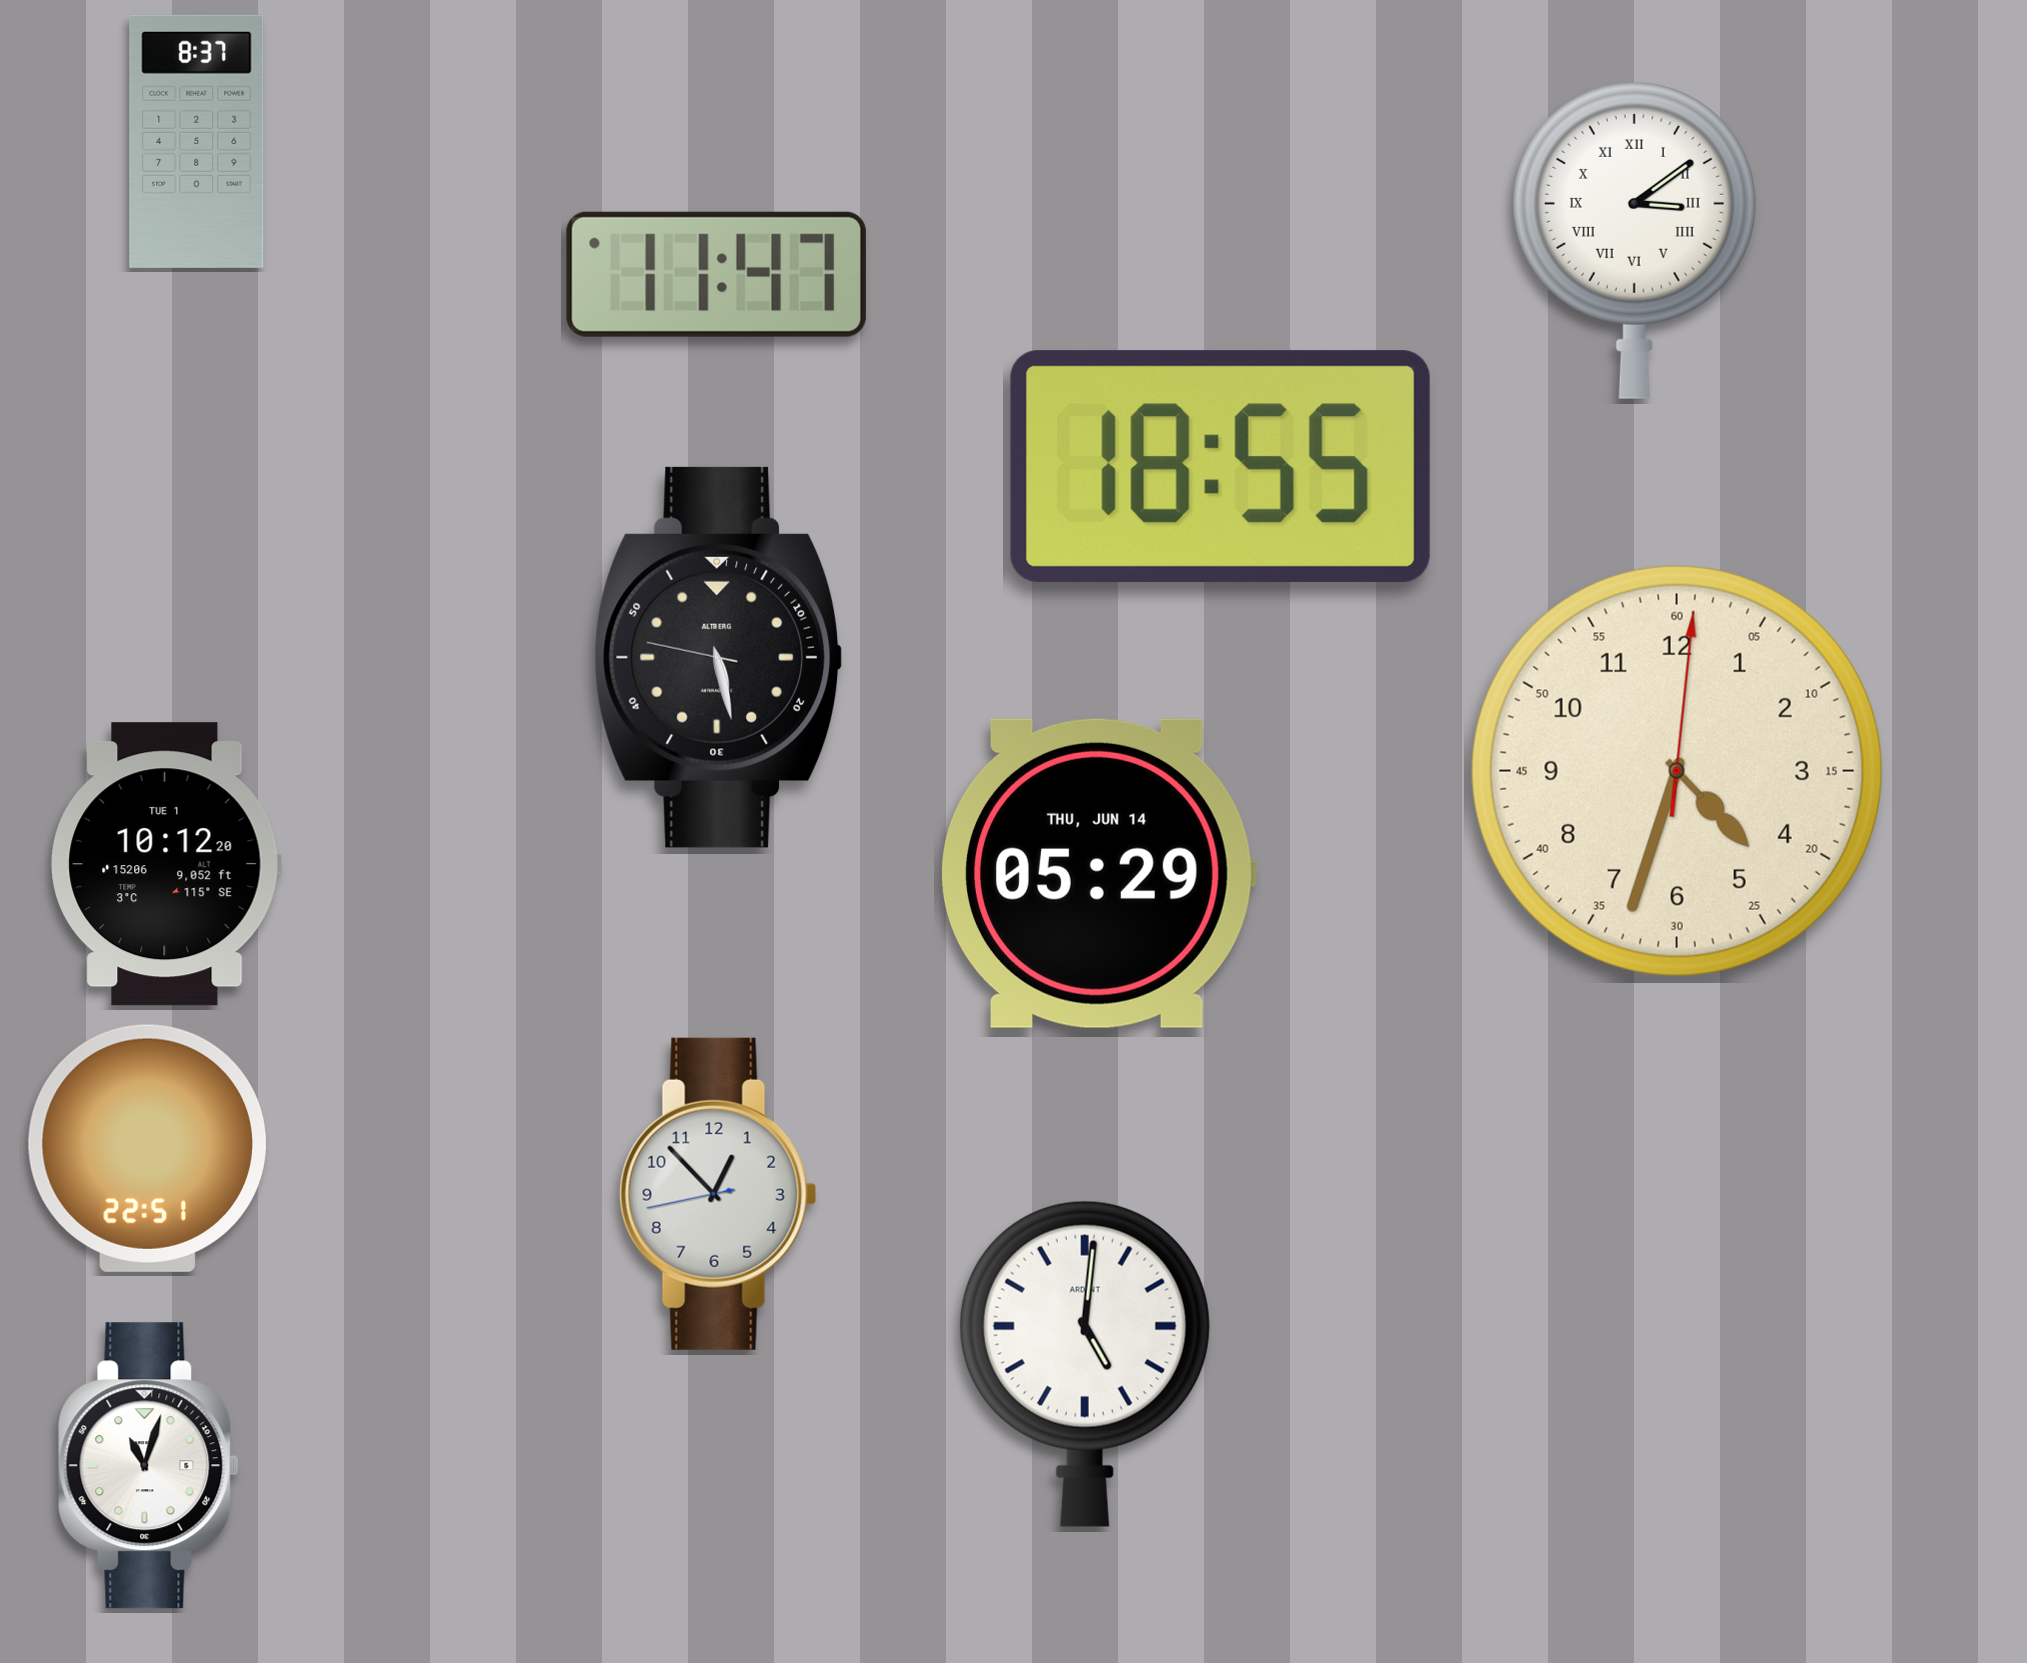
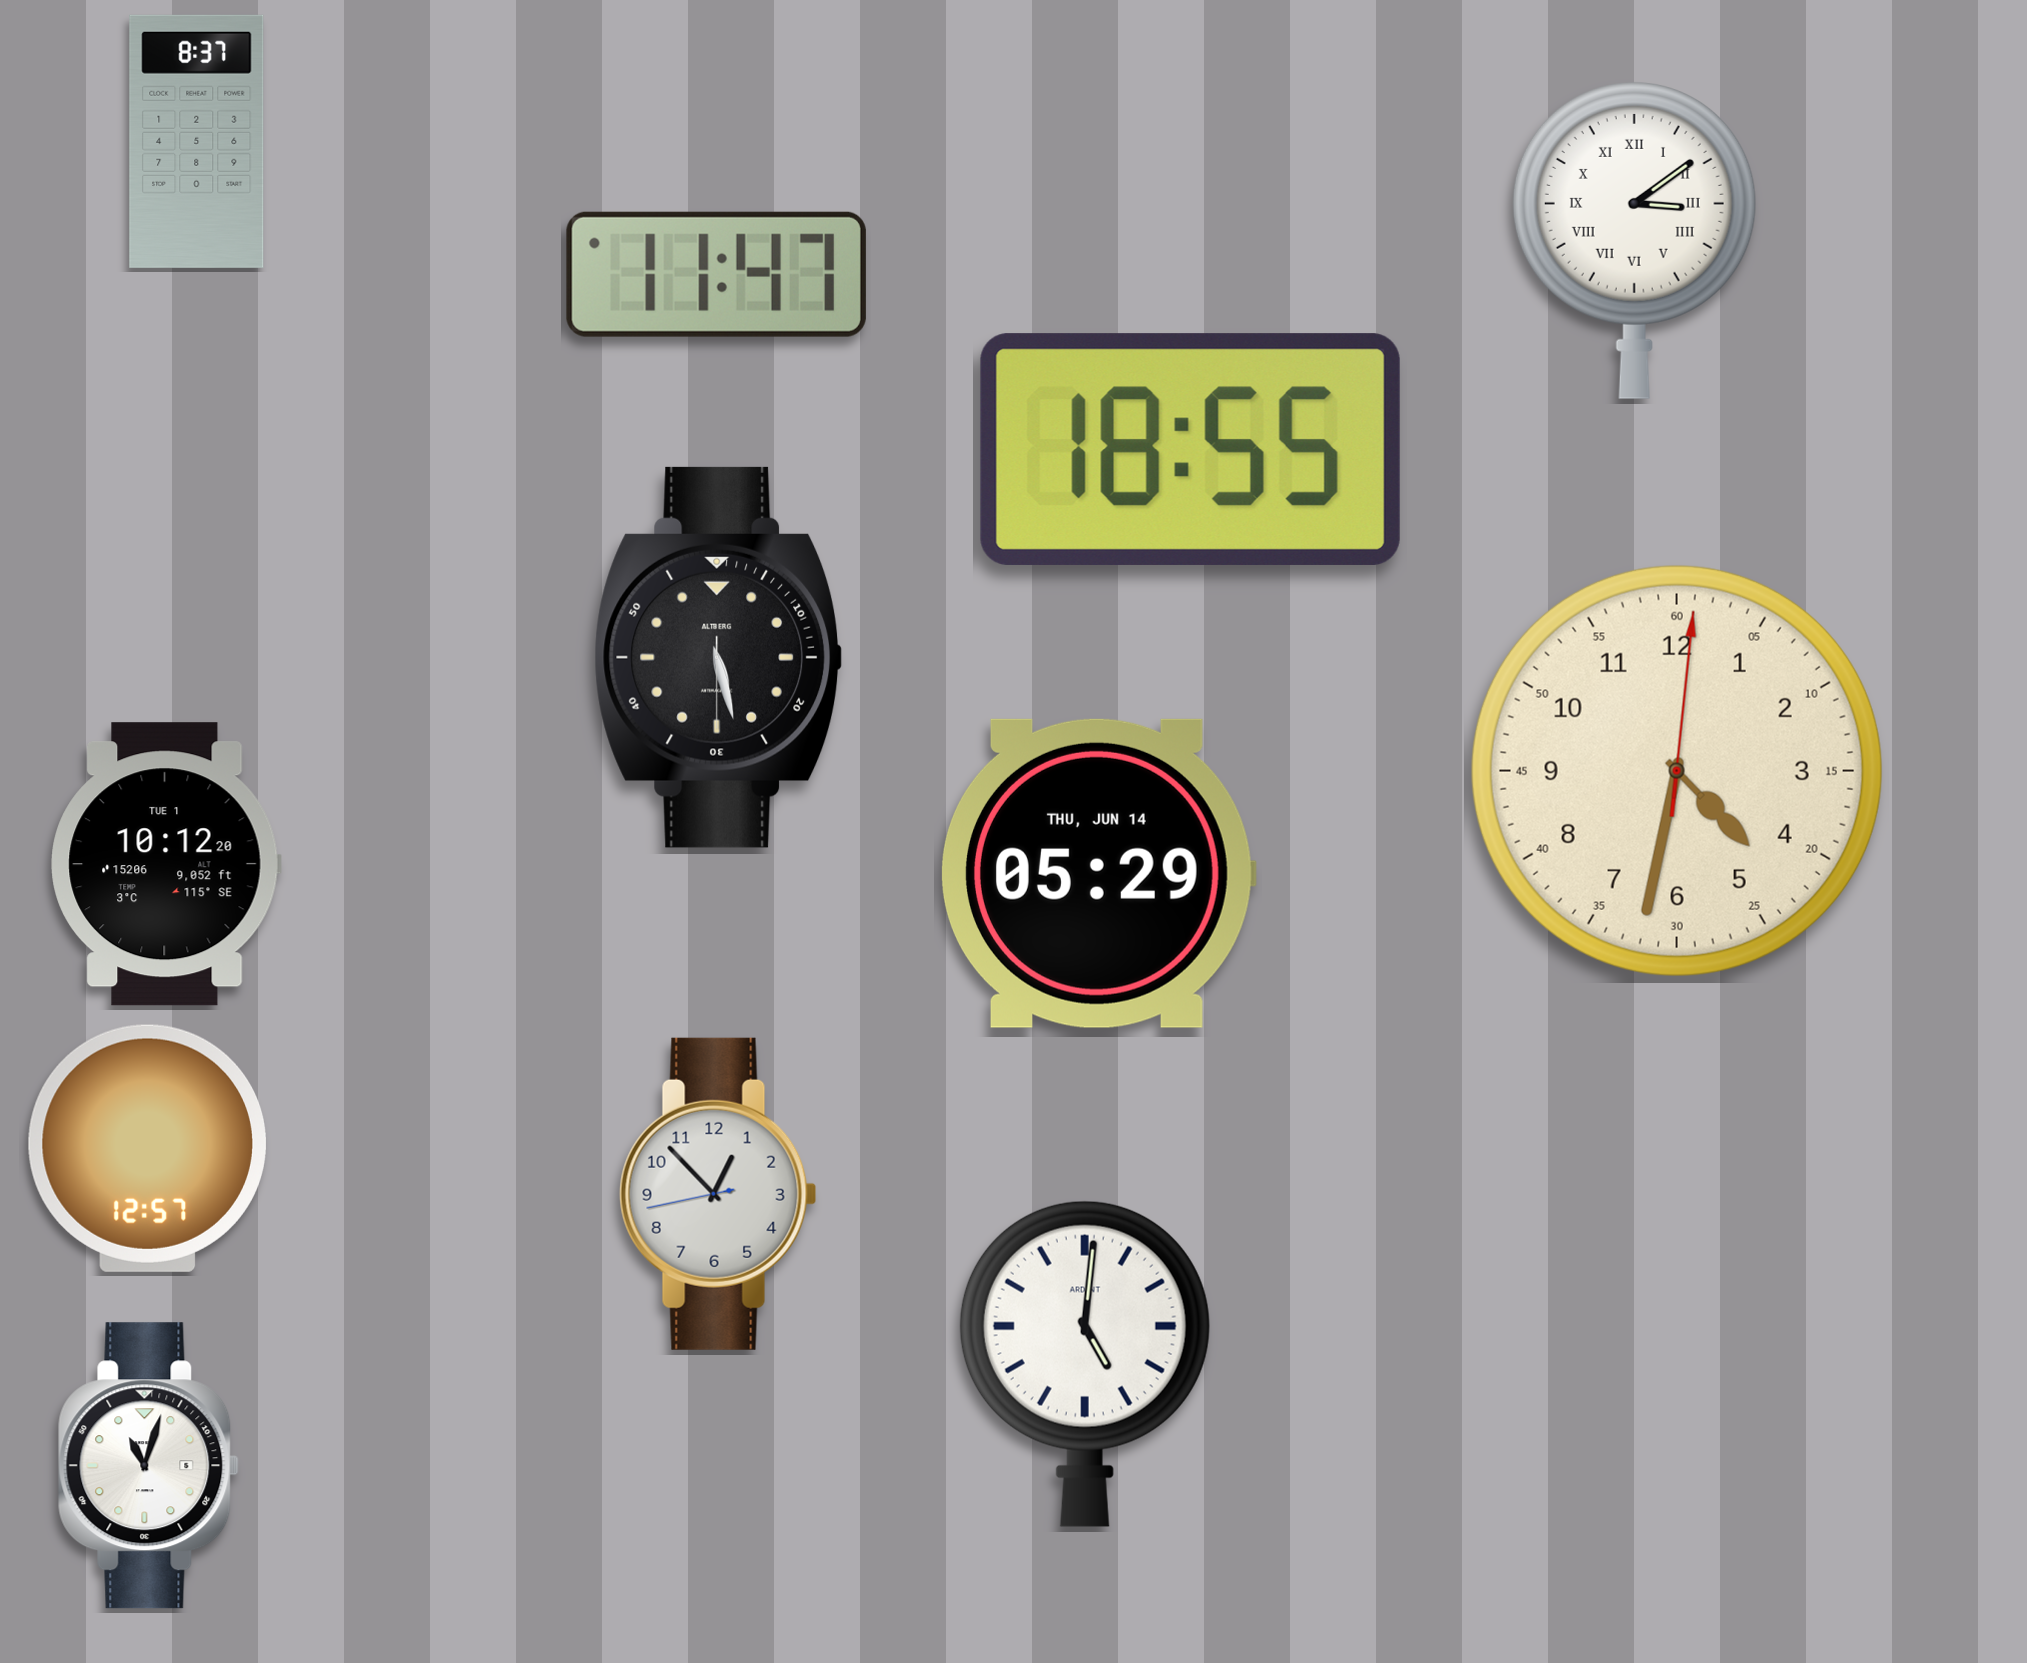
clock at (1220, 466) position: (1220, 466) -> (1190, 449)
clock at (718, 657): 5:27:47 -> 5:27:30
clock at (1677, 771): 4:33 -> 4:32
clock at (147, 1148): 22:51 -> 12:57
